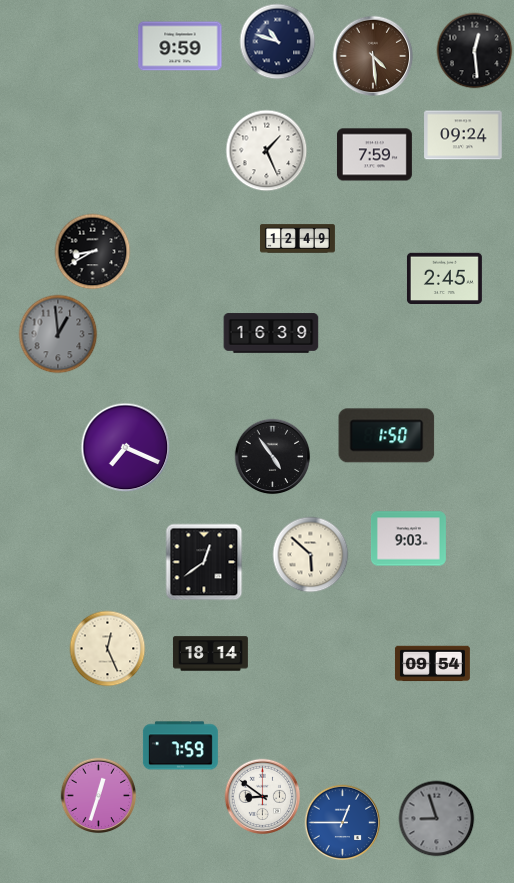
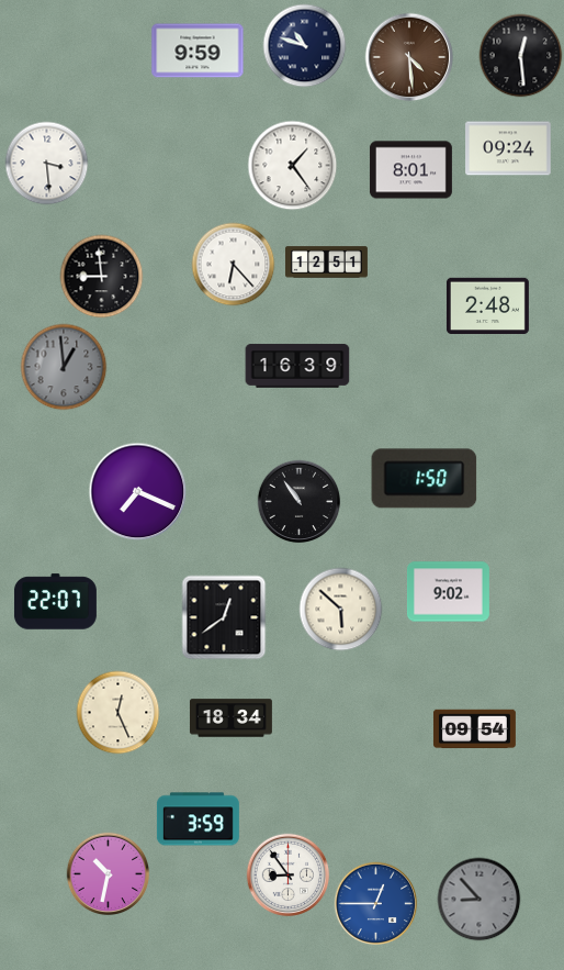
clock at (373, 56) position: (373, 56) -> (409, 57)
clock at (47, 164): none -> 3:29
clock at (267, 151): 1:26 -> 1:24
clock at (374, 155): 7:59 -> 8:01
clock at (298, 239): 12:49 -> 12:51
clock at (234, 265): none -> 6:23
clock at (93, 252): 8:40 -> 8:59
clock at (444, 278): 2:45 -> 2:48
clock at (273, 457): 4:54 -> 10:54
clock at (408, 539): 9:03 -> 9:02
clock at (55, 602): none -> 22:07
clock at (210, 654): 18:14 -> 18:34
clock at (180, 746): 7:59 -> 3:59
clock at (99, 796): 12:33 -> 10:32
clock at (263, 797): 8:51 -> 8:54
clock at (437, 819): 8:57 -> 8:53
